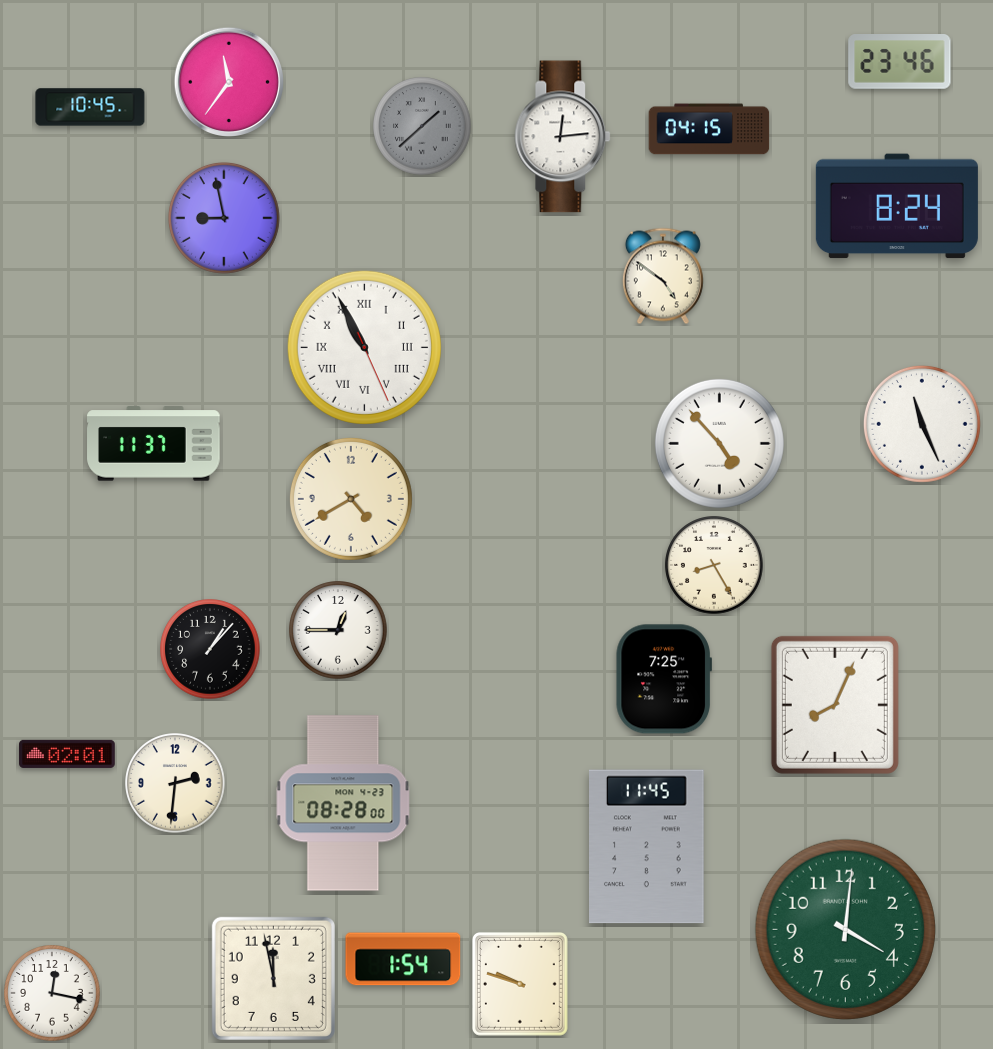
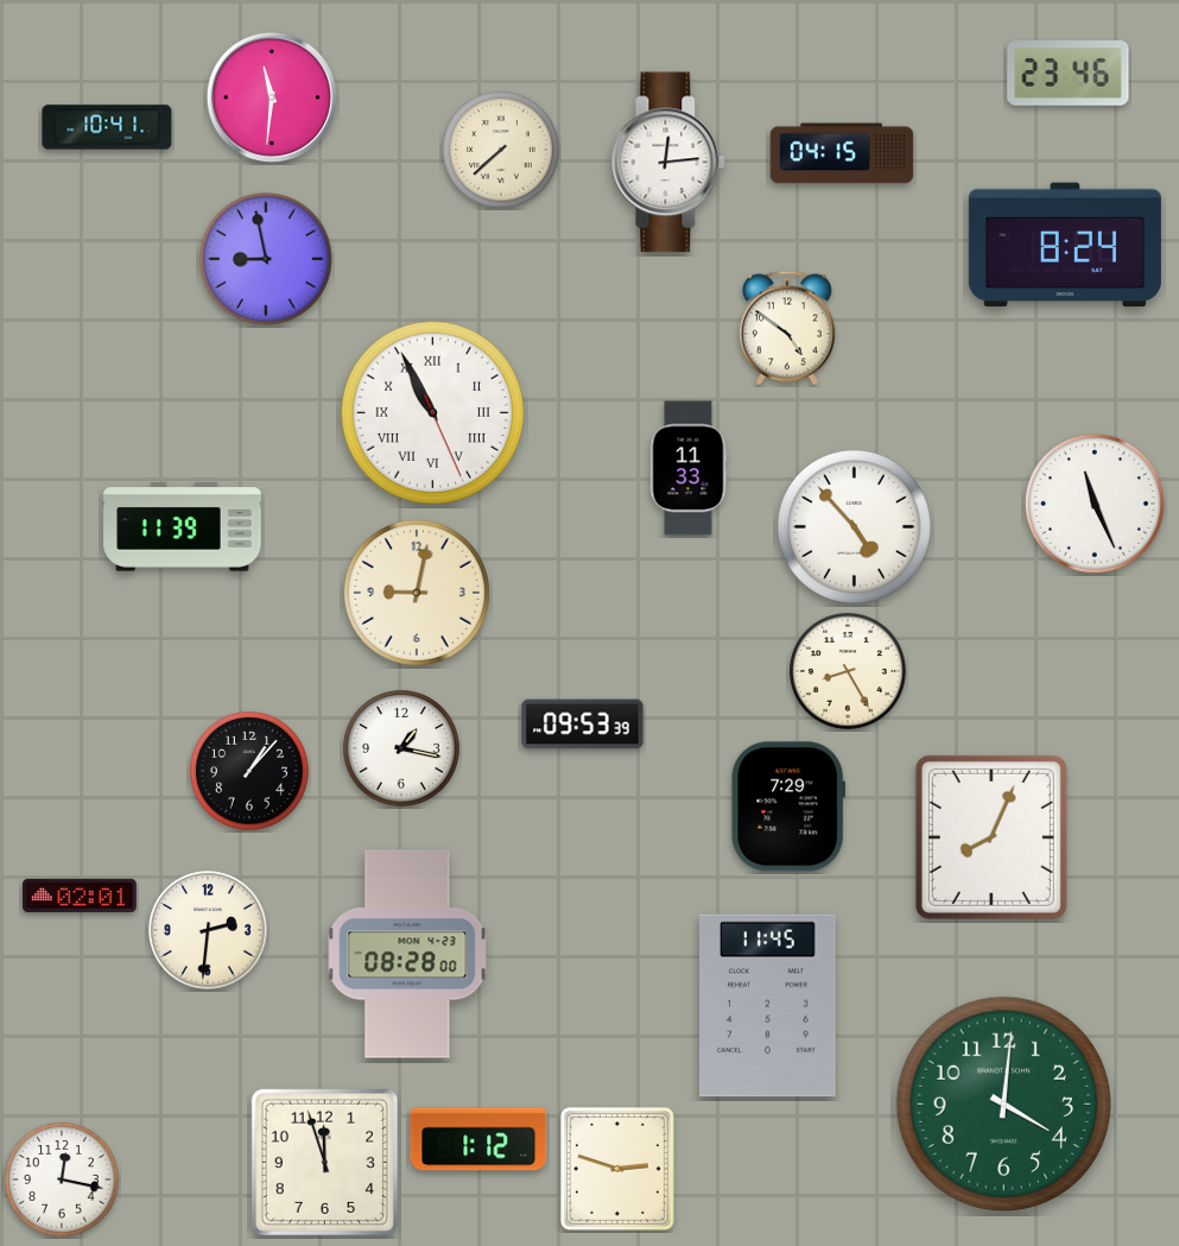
clock at (228, 81): 11:36 -> 11:31
clock at (90, 107): 10:45 -> 10:41
clock at (422, 126): 1:38 -> 7:38
clock at (422, 126) dial: grey -> cream
clock at (689, 468): none -> 11:33
clock at (154, 444): 11:37 -> 11:39
clock at (351, 499): 4:40 -> 9:02
clock at (583, 725): none -> 09:53
clock at (338, 630): 12:45 -> 1:17
clock at (664, 679): 7:25 -> 7:29
clock at (403, 959): 1:54 -> 1:12
clock at (273, 978): 11:58 -> 11:57
clock at (520, 984): 9:48 -> 2:48
